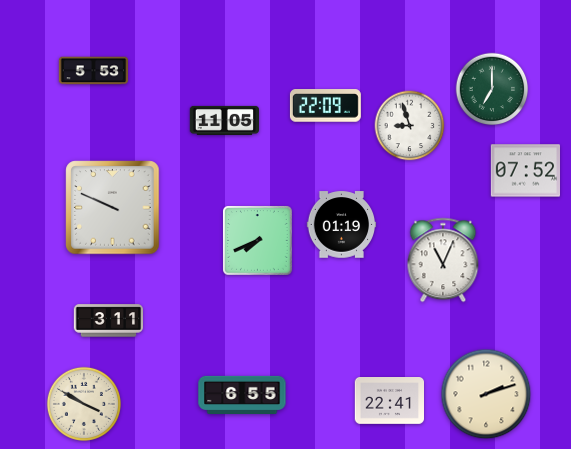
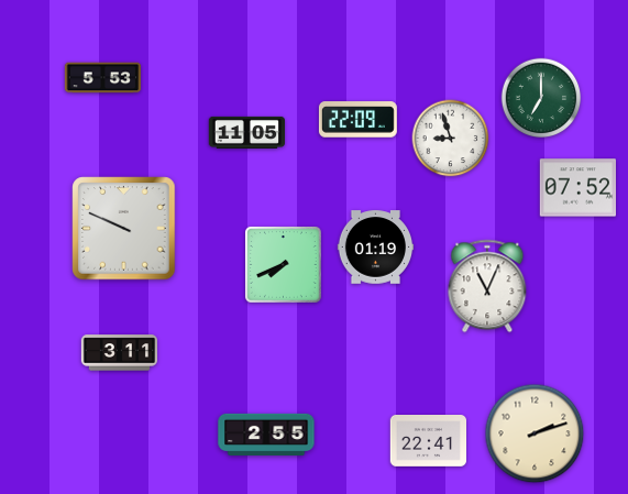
clock at (325, 106) position: (325, 106) -> (357, 120)
clock at (242, 394): 6:55 -> 2:55
clock at (84, 404): 3:50 -> none
